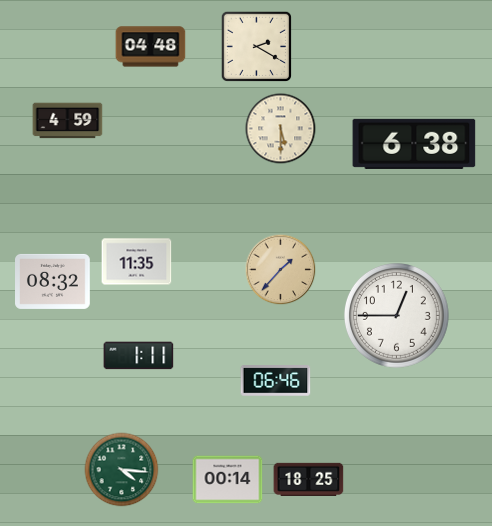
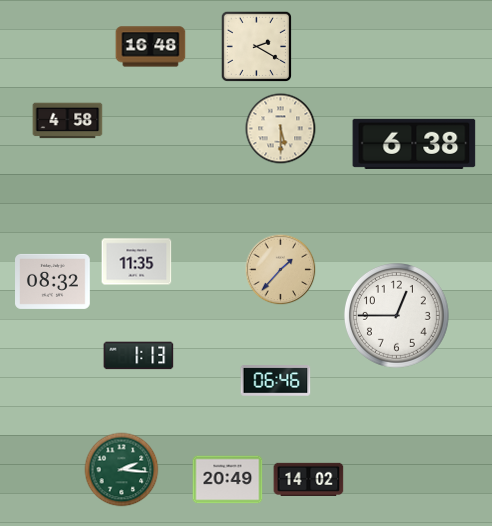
clock at (151, 47): 04:48 -> 16:48
clock at (68, 121): 4:59 -> 4:58
clock at (139, 356): 1:11 -> 1:13
clock at (122, 470): 4:16 -> 2:16
clock at (309, 479): 18:25 -> 14:02
clock at (228, 480): 00:14 -> 20:49
